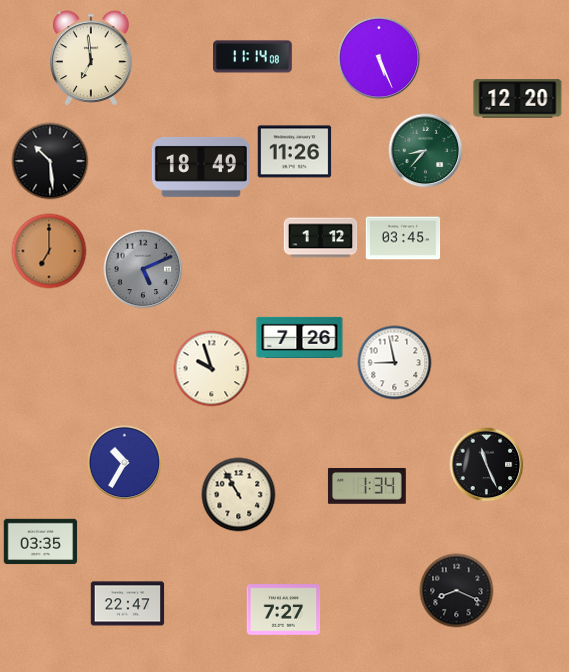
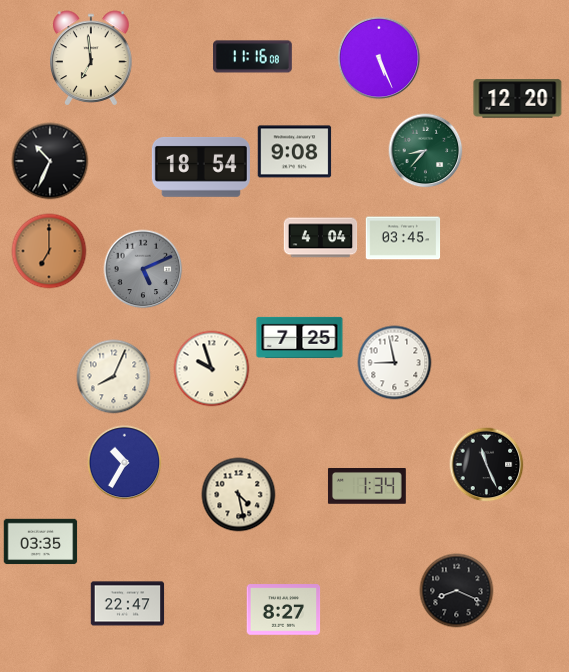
clock at (253, 57): 11:14 -> 11:16
clock at (295, 152): 11:26 -> 9:08
clock at (50, 161): 10:29 -> 10:34
clock at (201, 167): 18:49 -> 18:54
clock at (321, 238): 1:12 -> 4:04
clock at (300, 337): 7:26 -> 7:25
clock at (114, 377): none -> 8:04
clock at (239, 495): 10:55 -> 4:28
clock at (284, 610): 7:27 -> 8:27
